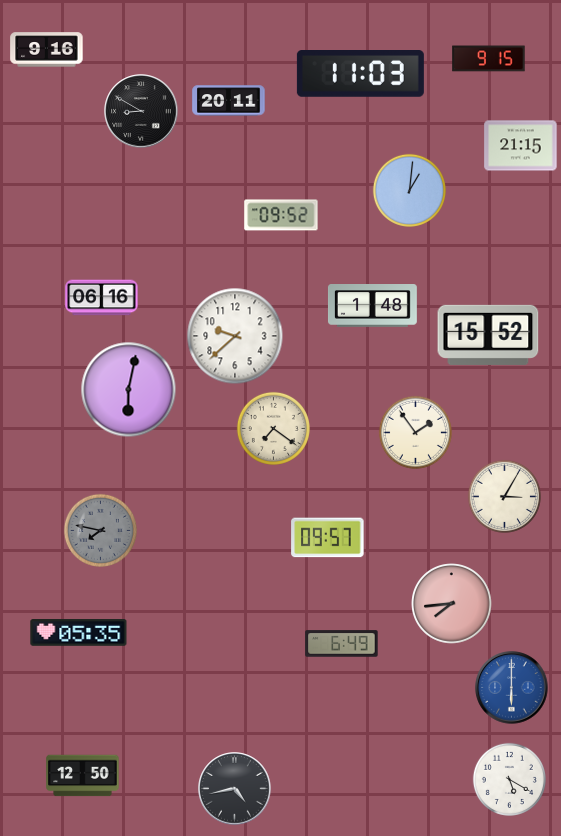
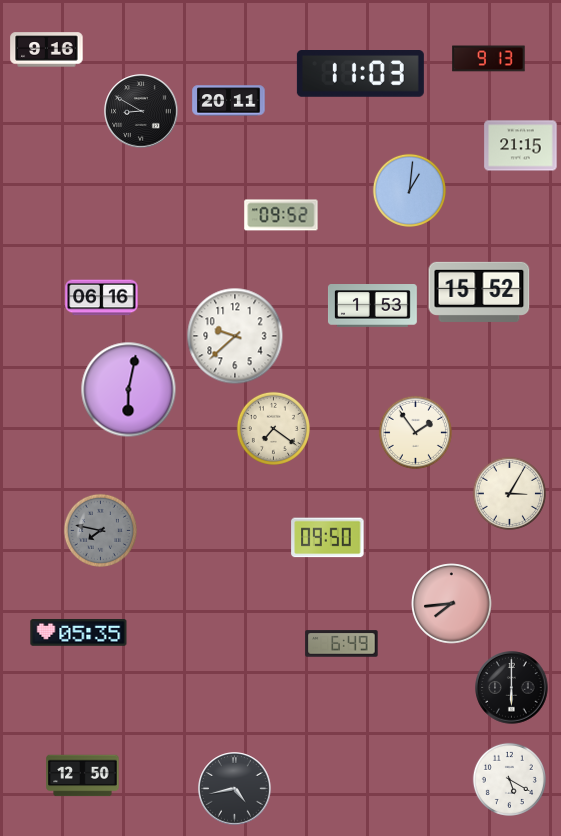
clock at (489, 59): 9:15 -> 9:13
clock at (372, 306): 1:48 -> 1:53
clock at (488, 335) position: (488, 335) -> (479, 292)
clock at (504, 496) position: (504, 496) -> (509, 493)
clock at (328, 538): 09:57 -> 09:50
clock at (512, 688) dial: blue -> black
